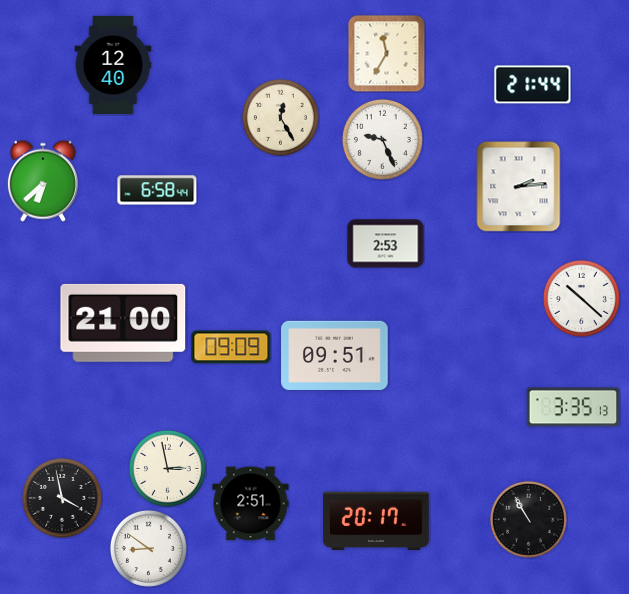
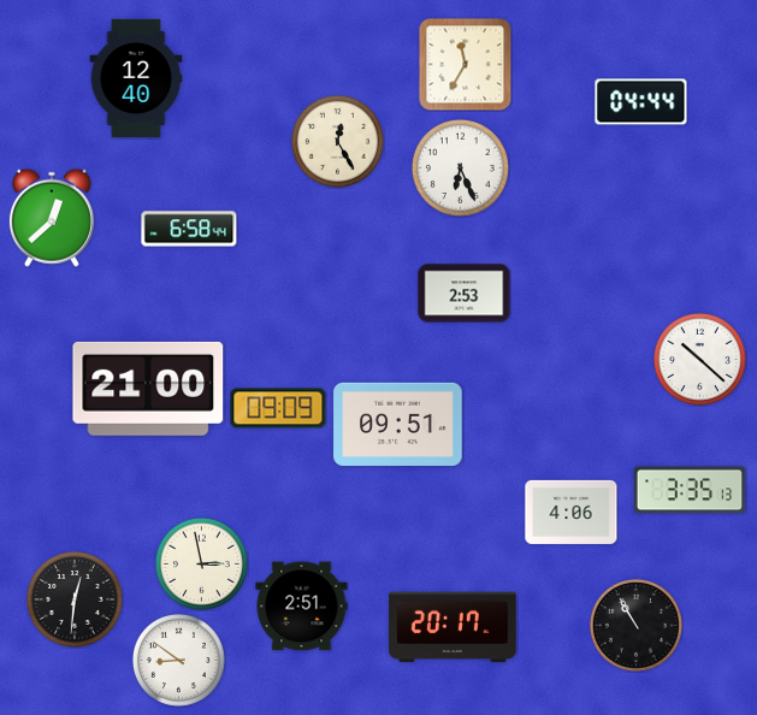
clock at (533, 85): 21:44 -> 04:44
clock at (382, 139): 9:26 -> 6:26
clock at (43, 181): 6:38 -> 12:38
clock at (519, 187): 2:14 -> none
clock at (231, 347) position: (231, 347) -> (278, 408)
clock at (335, 355) position: (335, 355) -> (398, 424)
clock at (572, 512): none -> 4:06
clock at (62, 498): 3:58 -> 12:31
